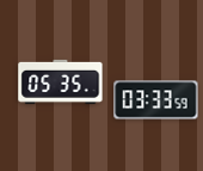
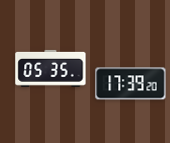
clock at (156, 100): 03:33 -> 17:39
